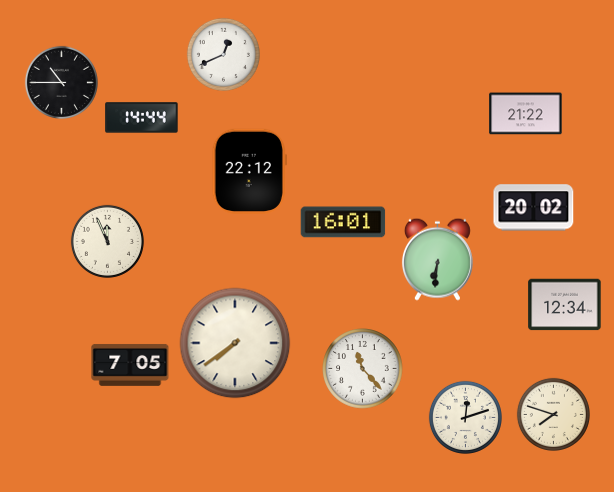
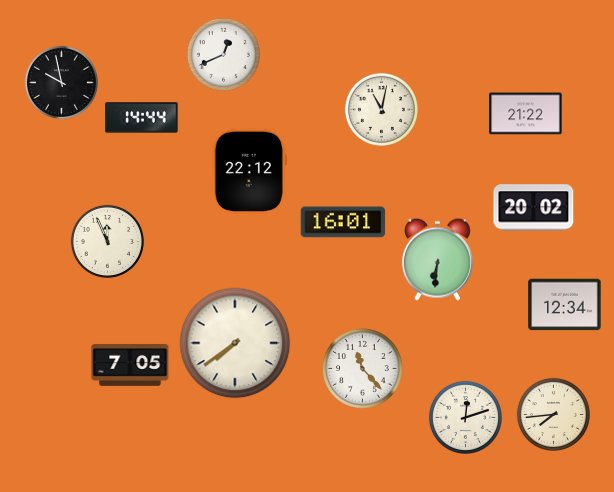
clock at (61, 82): 10:45 -> 9:58
clock at (381, 109): none -> 11:02
clock at (553, 414): 7:48 -> 7:44
